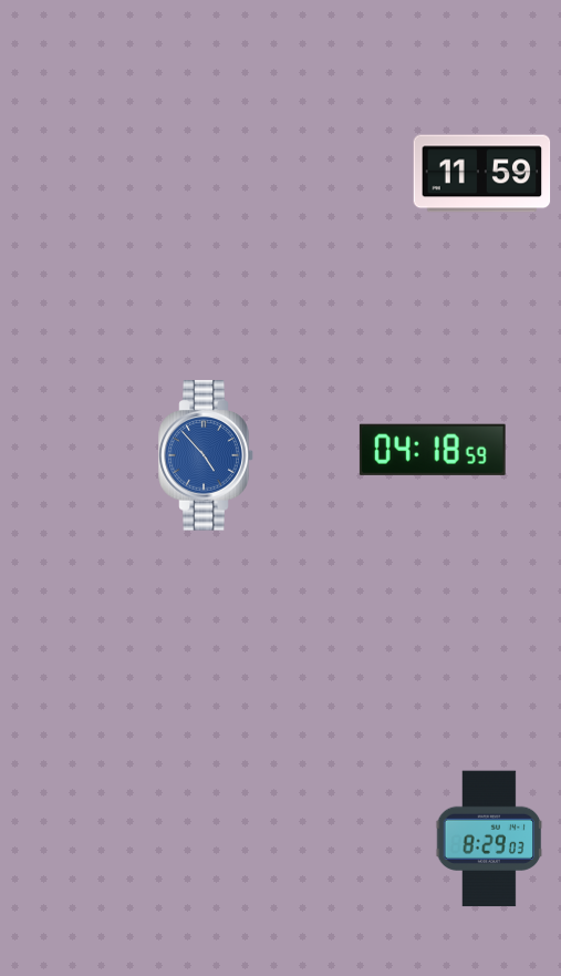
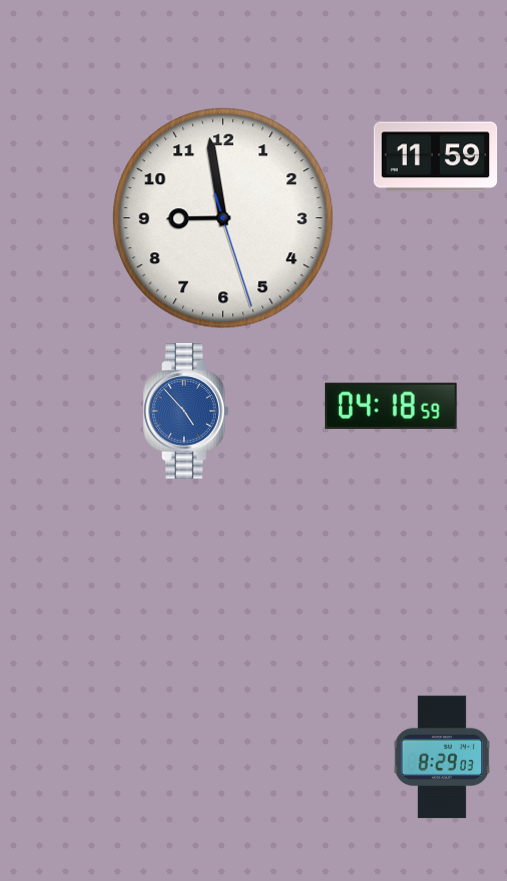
clock at (223, 218): none -> 8:58
